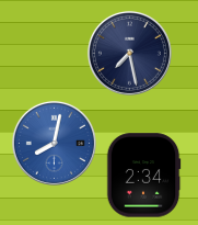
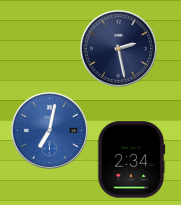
clock at (129, 53): 7:28 -> 2:28
clock at (54, 143): 8:02 -> 7:02
